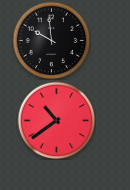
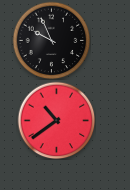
clock at (51, 40): 9:59 -> 9:56
